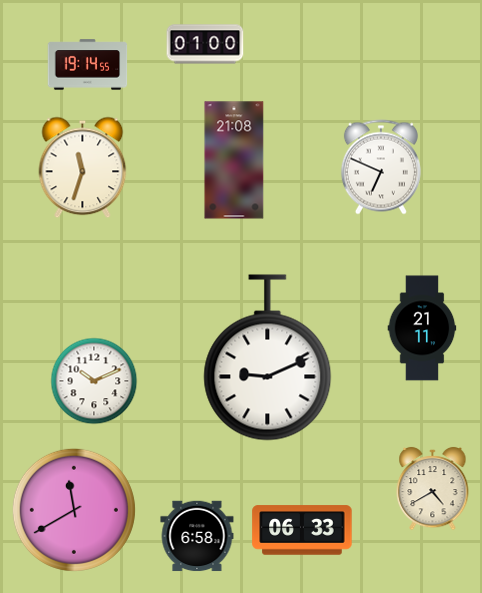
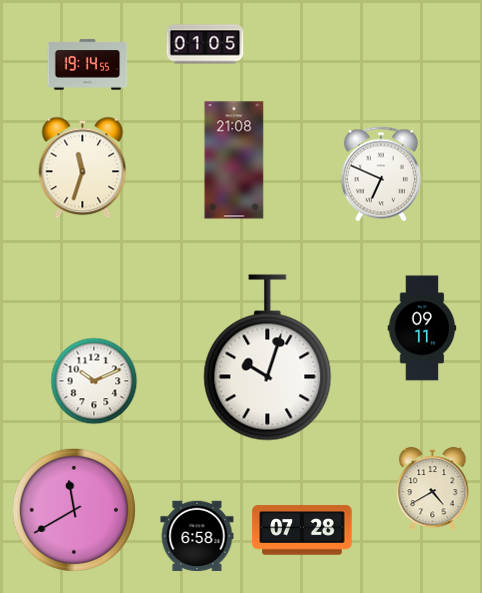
clock at (205, 44): 01:00 -> 01:05
clock at (381, 167) position: (381, 167) -> (381, 174)
clock at (422, 328): 21:11 -> 09:11
clock at (268, 358): 9:11 -> 10:03
clock at (302, 530): 06:33 -> 07:28
